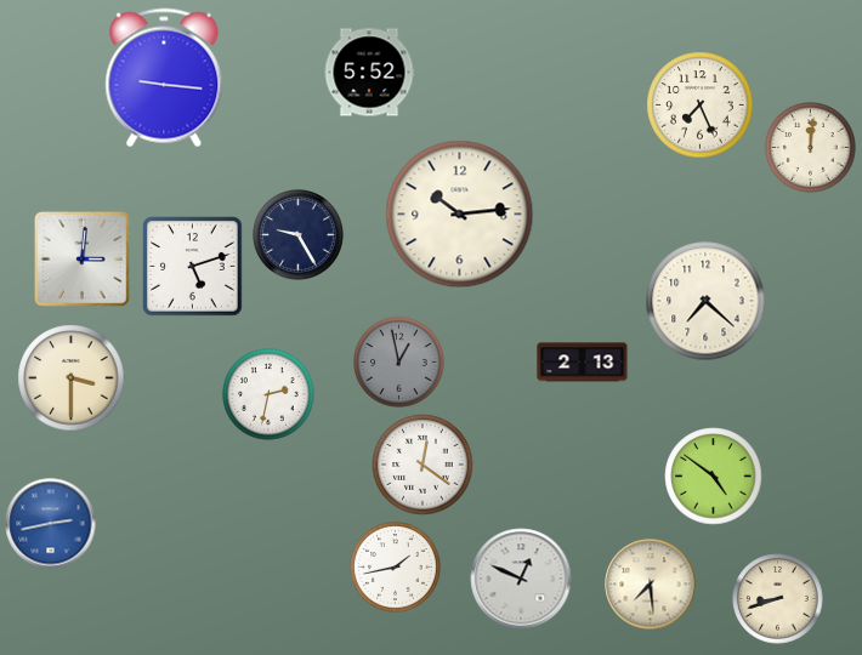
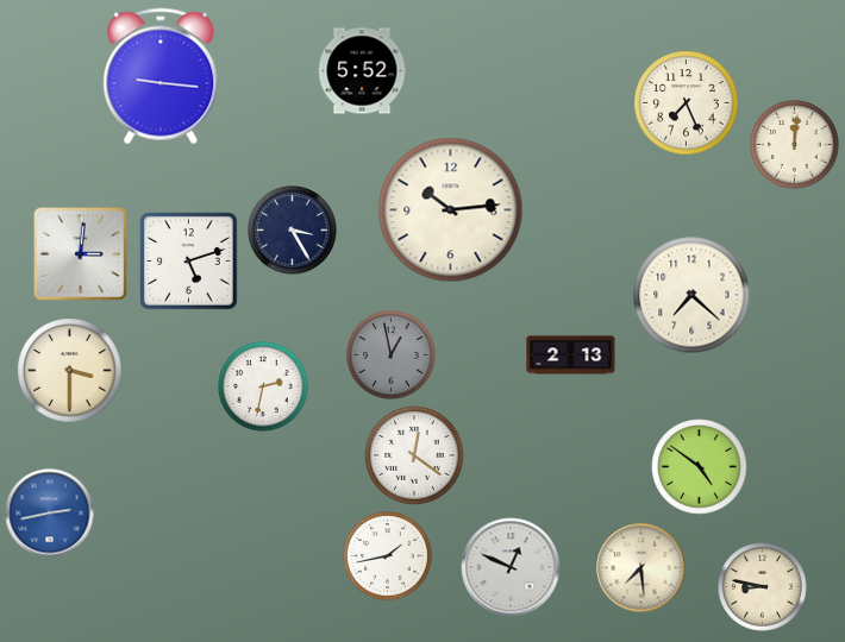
clock at (299, 235): 9:25 -> 3:25
clock at (651, 585) position: (651, 585) -> (641, 568)
clock at (778, 599): 8:42 -> 8:47
